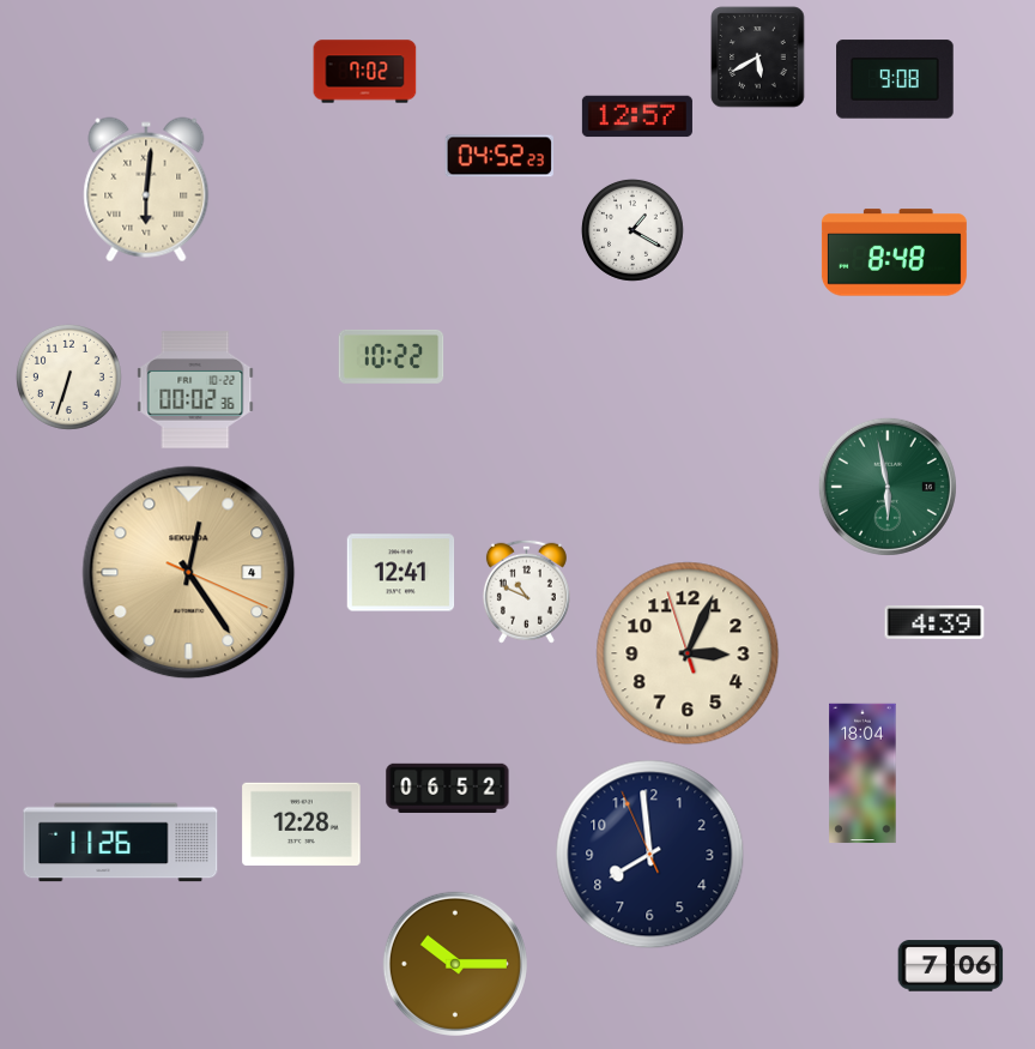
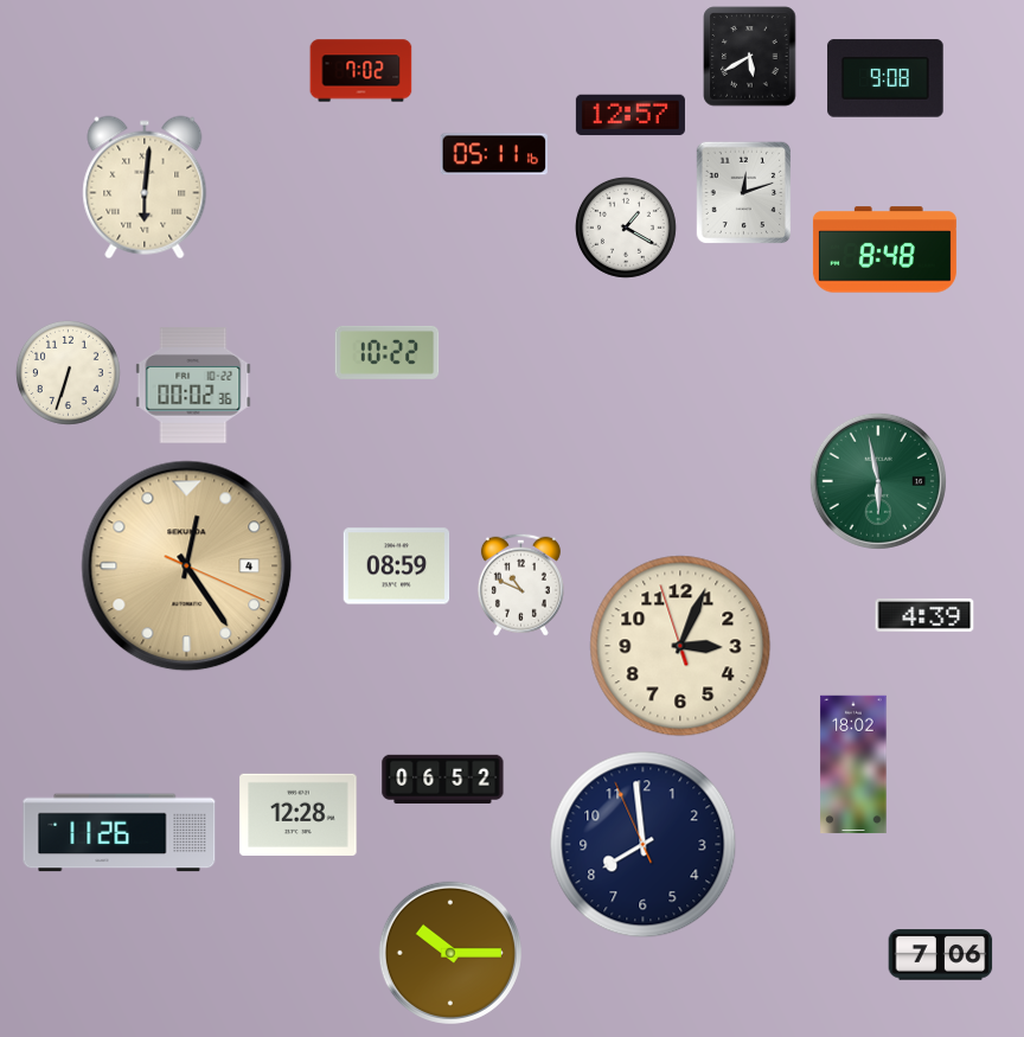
clock at (500, 156): 04:52 -> 05:11
clock at (744, 193): none -> 12:12
clock at (401, 573): 12:41 -> 08:59
clock at (862, 773): 18:04 -> 18:02
